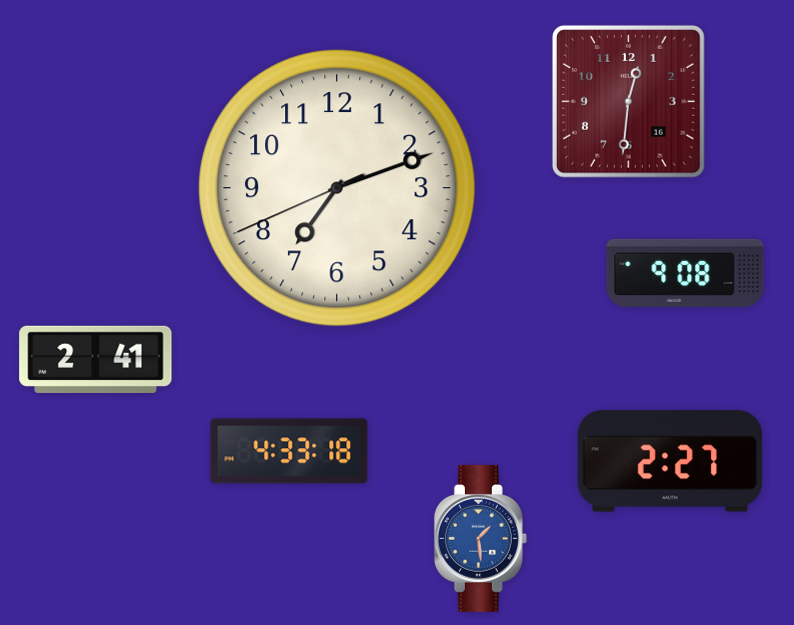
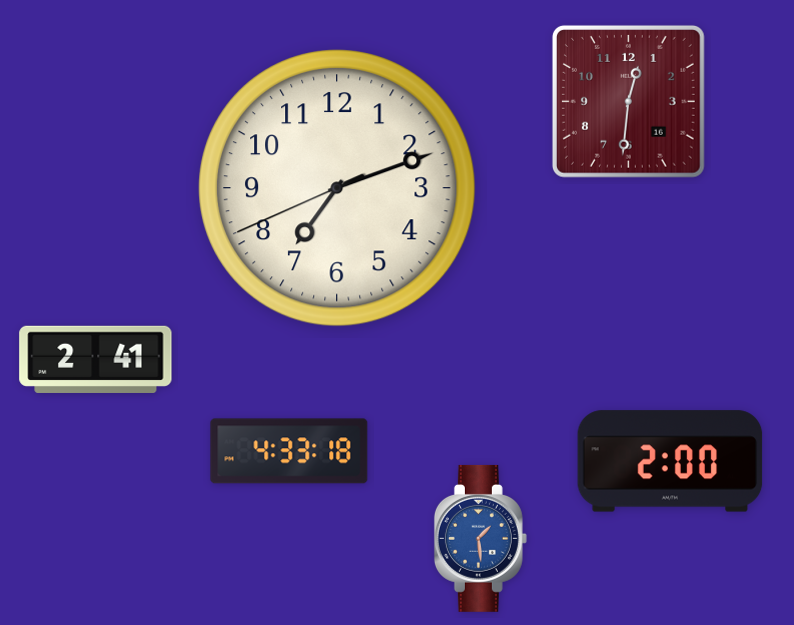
clock at (685, 273): 9:08 -> none
clock at (670, 461): 2:27 -> 2:00
